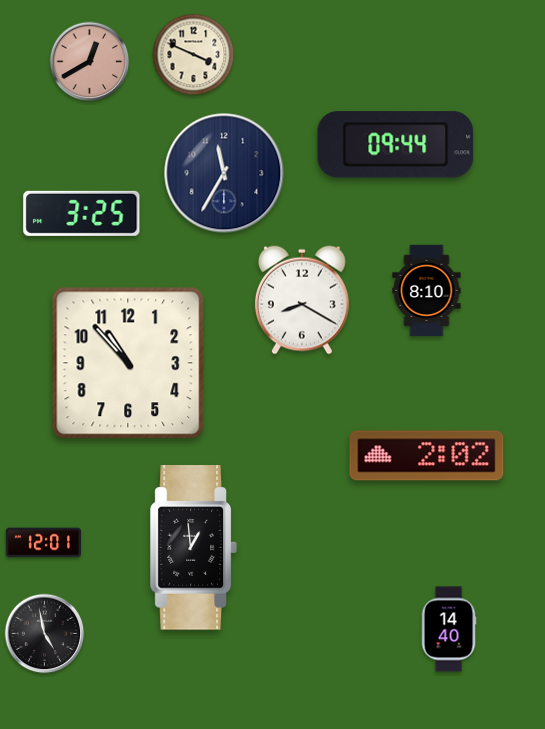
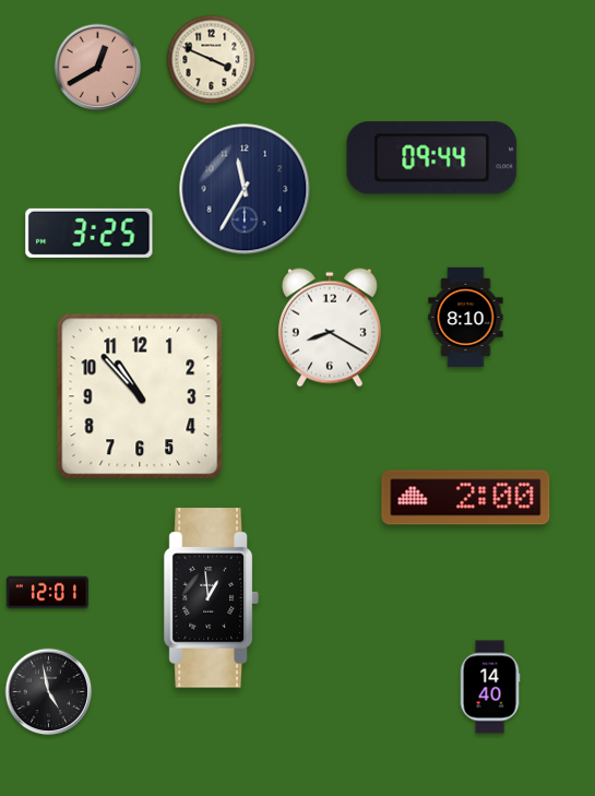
clock at (427, 456): 2:02 -> 2:00
